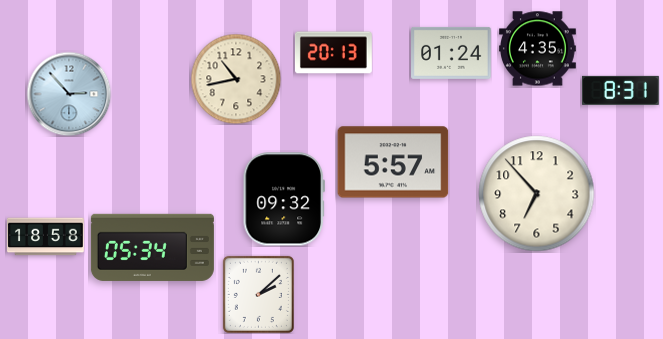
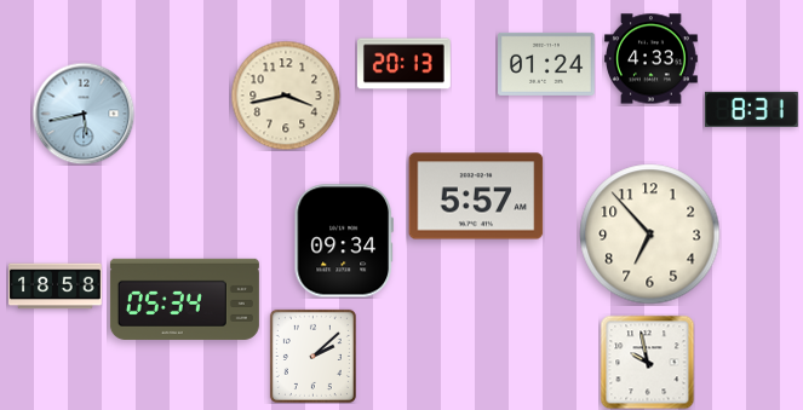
clock at (538, 49): 4:35 -> 4:33
clock at (236, 79): 10:43 -> 3:43
clock at (69, 94): 2:53 -> 5:43
clock at (284, 199): 09:32 -> 09:34
clock at (647, 362): none -> 9:58
